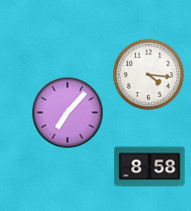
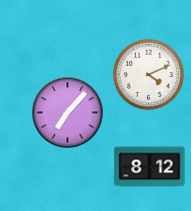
clock at (149, 75): 4:16 -> 4:11
clock at (150, 167): 8:58 -> 8:12
